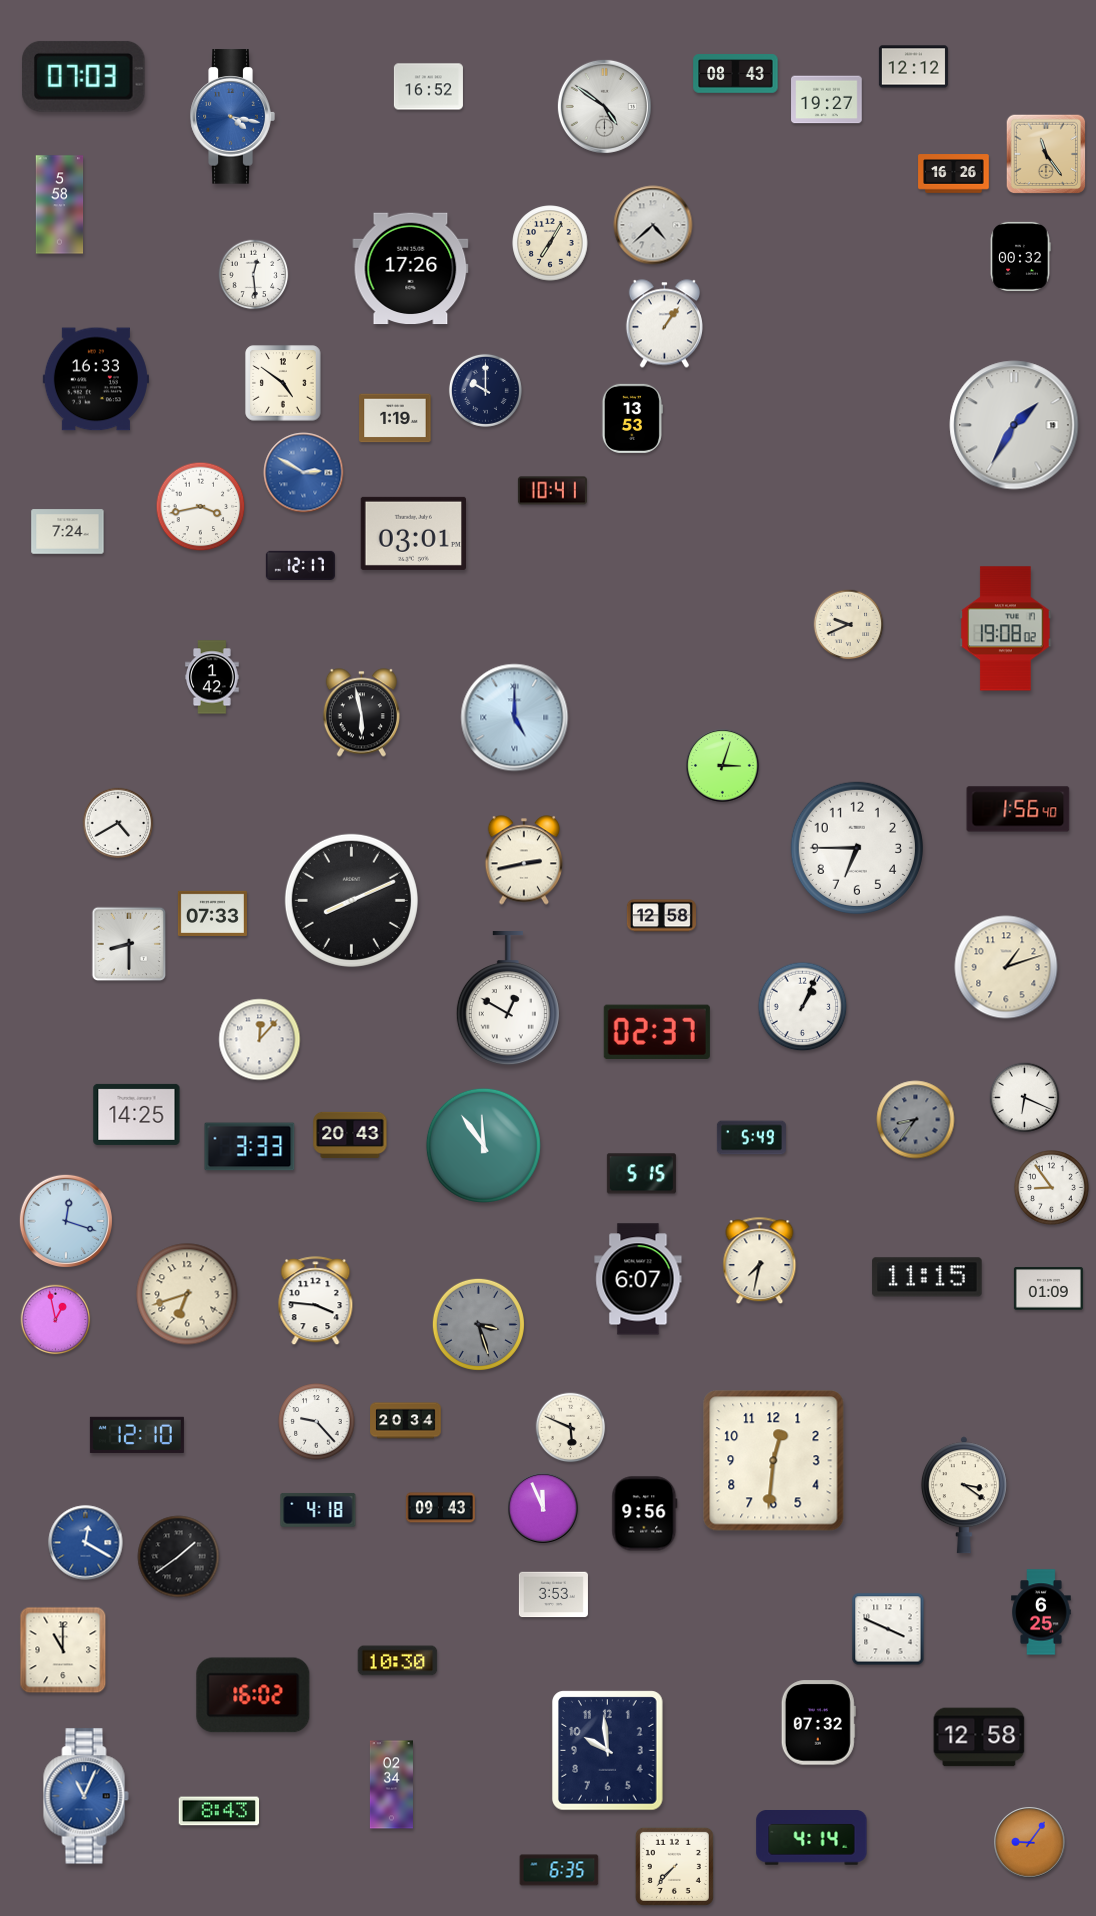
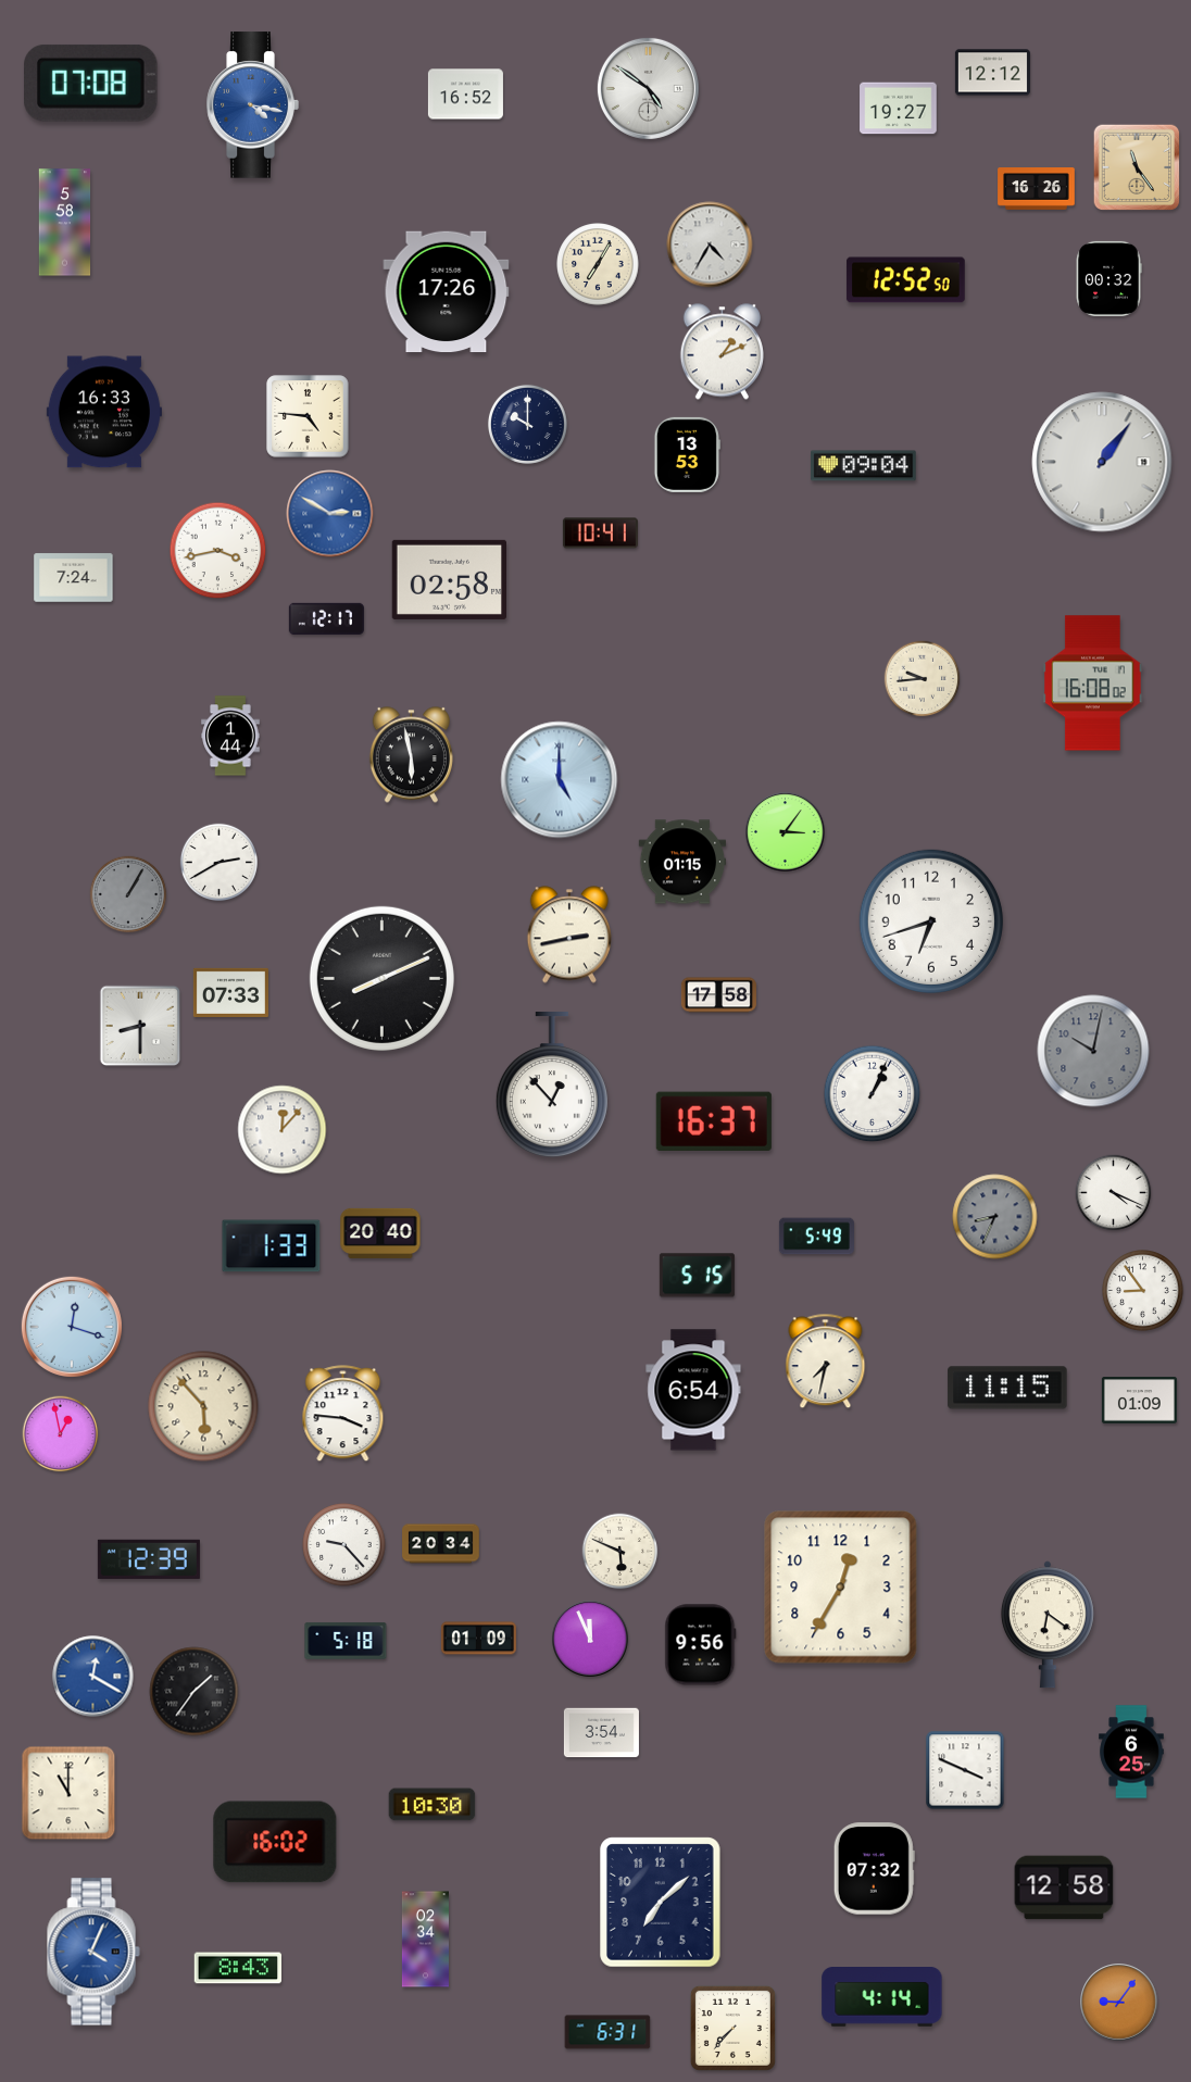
clock at (736, 74): 08:43 -> none
clock at (84, 76): 07:03 -> 07:08
clock at (604, 106) position: (604, 106) -> (648, 88)
clock at (232, 117) position: (232, 117) -> (252, 105)
clock at (653, 225): 4:38 -> 4:35
clock at (906, 280): none -> 12:52
clock at (254, 275): 12:29 -> none
clock at (664, 324): 1:06 -> 1:11
clock at (283, 383): 4:51 -> 4:46
clock at (395, 418): 1:19 -> none
clock at (1014, 425): 1:35 -> 1:06
clock at (864, 466): none -> 09:04
clock at (413, 533): 03:01 -> 02:58
clock at (300, 565) position: (300, 565) -> (326, 618)
clock at (849, 625): 9:41 -> 9:44
clock at (1006, 629): 19:08 -> 16:08
clock at (212, 677): 1:42 -> 1:44
clock at (361, 713) position: (361, 713) -> (411, 755)
clock at (723, 766): 3:03 -> 3:06
clock at (218, 862): none -> 2:40
clock at (682, 862): none -> 01:15
clock at (1018, 809): 1:56 -> none
clock at (118, 823): 4:40 -> 1:05
clock at (118, 823) dial: white -> grey
clock at (857, 848): 6:45 -> 6:42
clock at (661, 916): 12:58 -> 17:58
clock at (1006, 967): 1:12 -> 10:02
clock at (1006, 967) dial: cream -> grey
clock at (508, 999): 12:50 -> 12:53
clock at (657, 1031): 02:37 -> 16:37
clock at (1025, 1098): 6:19 -> 4:19
clock at (137, 1114): 14:25 -> none
clock at (916, 1120): 8:36 -> 8:34
clock at (350, 1135): 20:43 -> 20:40
clock at (483, 1145): 11:54 -> none
clock at (250, 1147): 3:33 -> 1:33
clock at (760, 1261) position: (760, 1261) -> (826, 1362)
clock at (638, 1279): 6:07 -> 6:54
clock at (187, 1294): 6:42 -> 5:53
clock at (478, 1324): 3:27 -> none
clock at (137, 1435): 12:10 -> 12:39
clock at (774, 1461): 12:31 -> 12:35
clock at (964, 1495): 3:21 -> 6:21
clock at (440, 1508): 09:43 -> 01:09
clock at (318, 1510): 4:18 -> 5:18
clock at (179, 1557): 1:39 -> 1:36
clock at (553, 1595): 3:53 -> 3:54
clock at (818, 1723) position: (818, 1723) -> (874, 1869)
clock at (608, 1751): 9:59 -> 7:08
clock at (86, 1796): 11:04 -> 4:04
clock at (559, 1870): 6:35 -> 6:31
